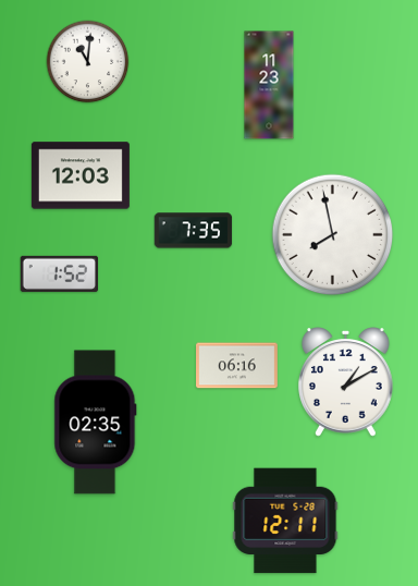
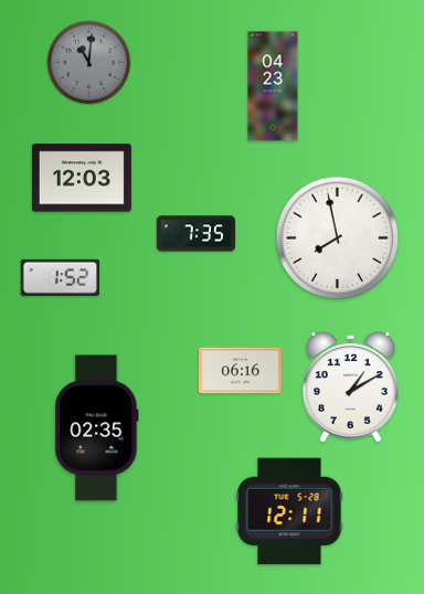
clock at (88, 62) dial: white -> grey
clock at (269, 85): 11:23 -> 04:23
clock at (285, 521) position: (285, 521) -> (289, 511)
